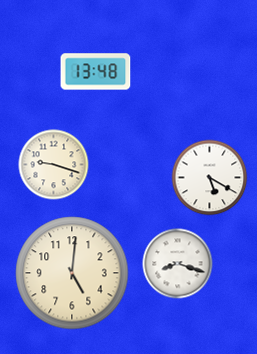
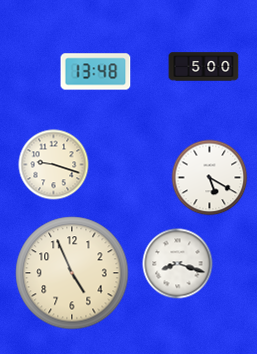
clock at (204, 67): none -> 5:00
clock at (72, 273): 5:01 -> 4:56
